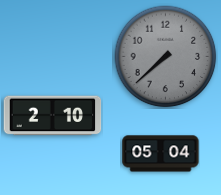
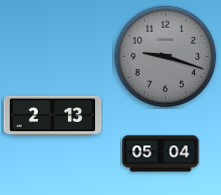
clock at (166, 57): 7:38 -> 9:18
clock at (53, 116): 2:10 -> 2:13
